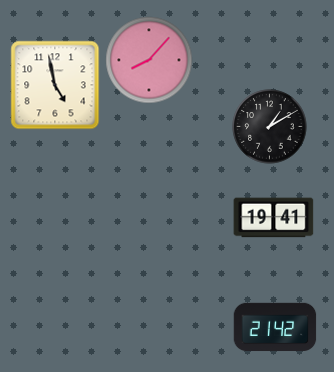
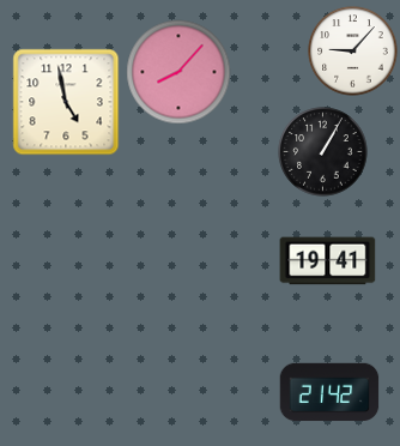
clock at (353, 52): none -> 9:07
clock at (270, 127): 1:10 -> 1:05
